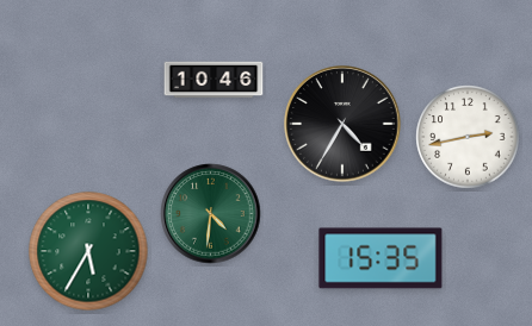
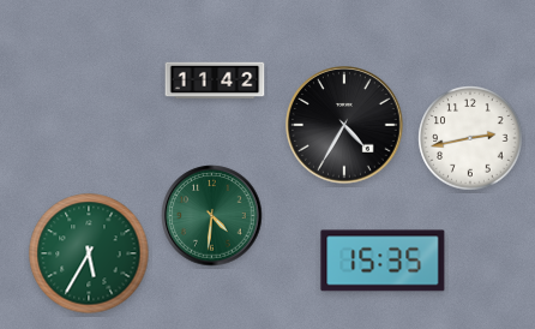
clock at (214, 80): 10:46 -> 11:42
